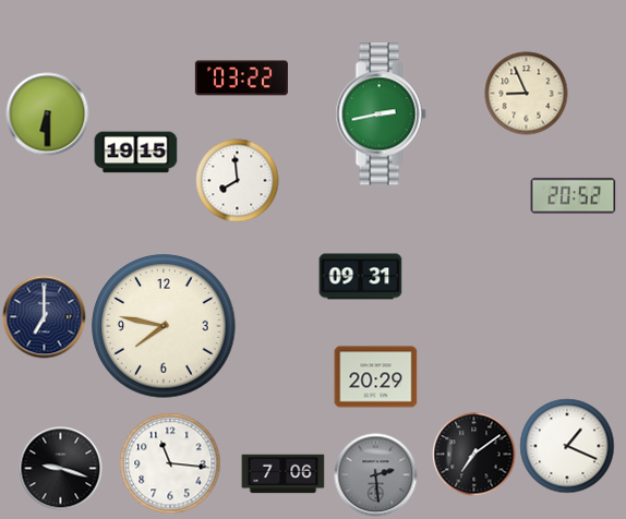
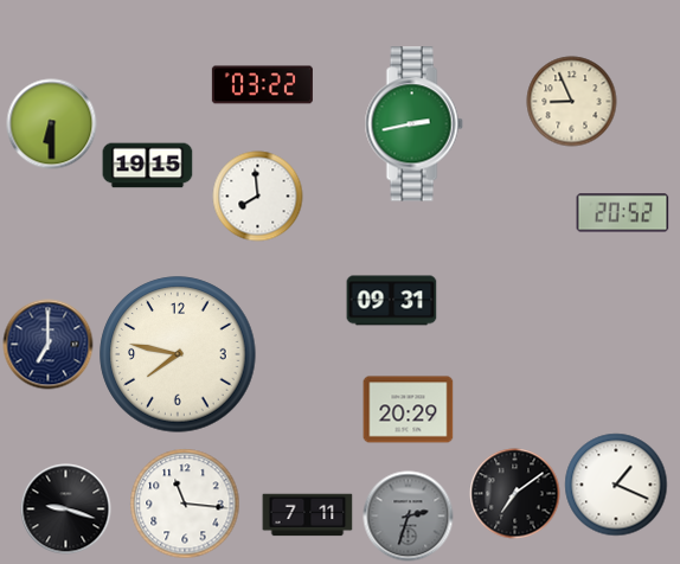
clock at (284, 474): 7:06 -> 7:11
clock at (376, 475): 2:29 -> 2:33
